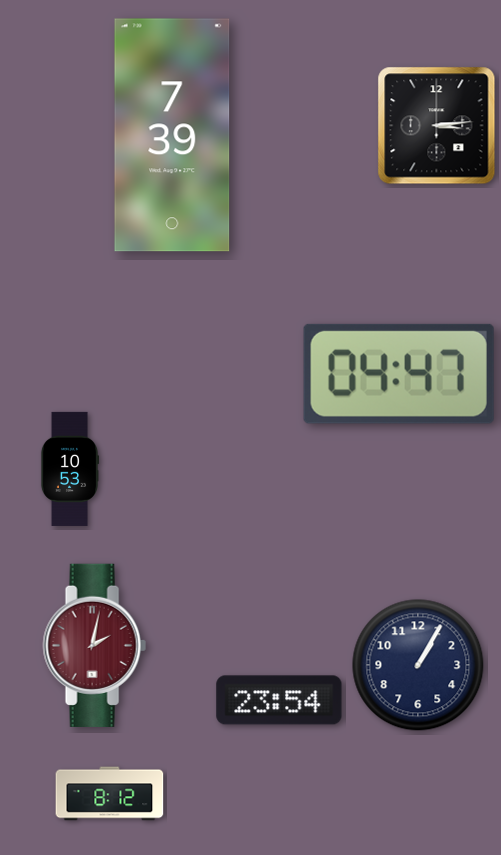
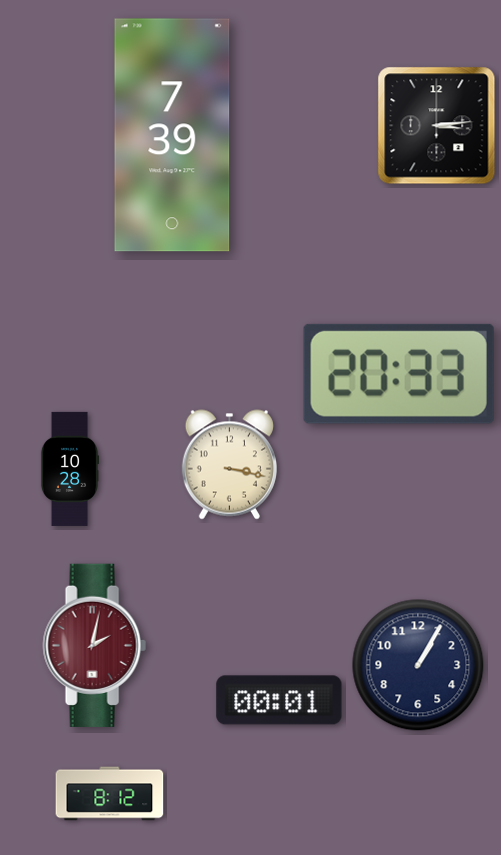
clock at (399, 374): 04:47 -> 20:33
clock at (229, 465): none -> 3:17
clock at (70, 469): 10:53 -> 10:28
clock at (279, 700): 23:54 -> 00:01
